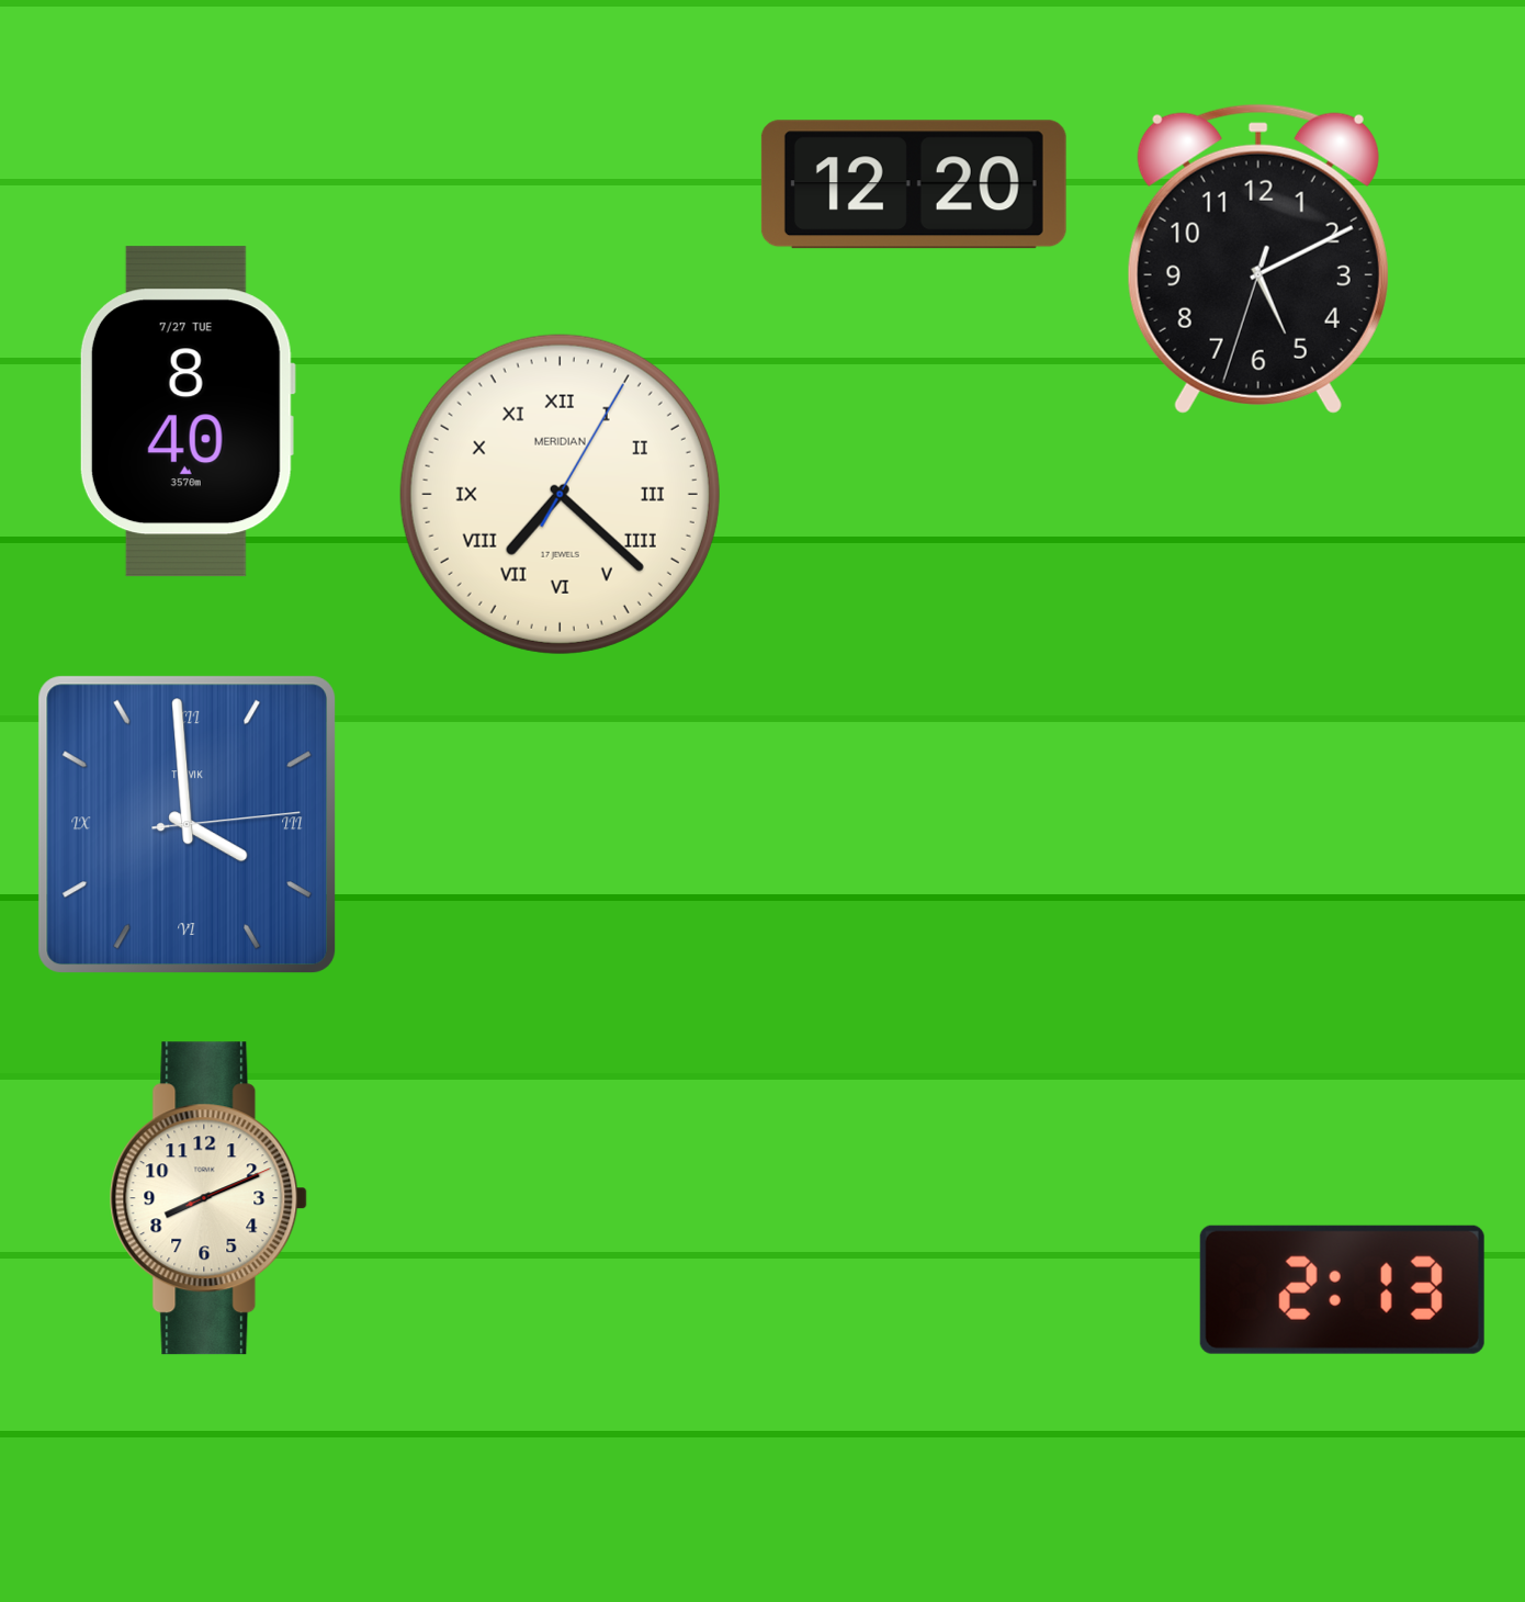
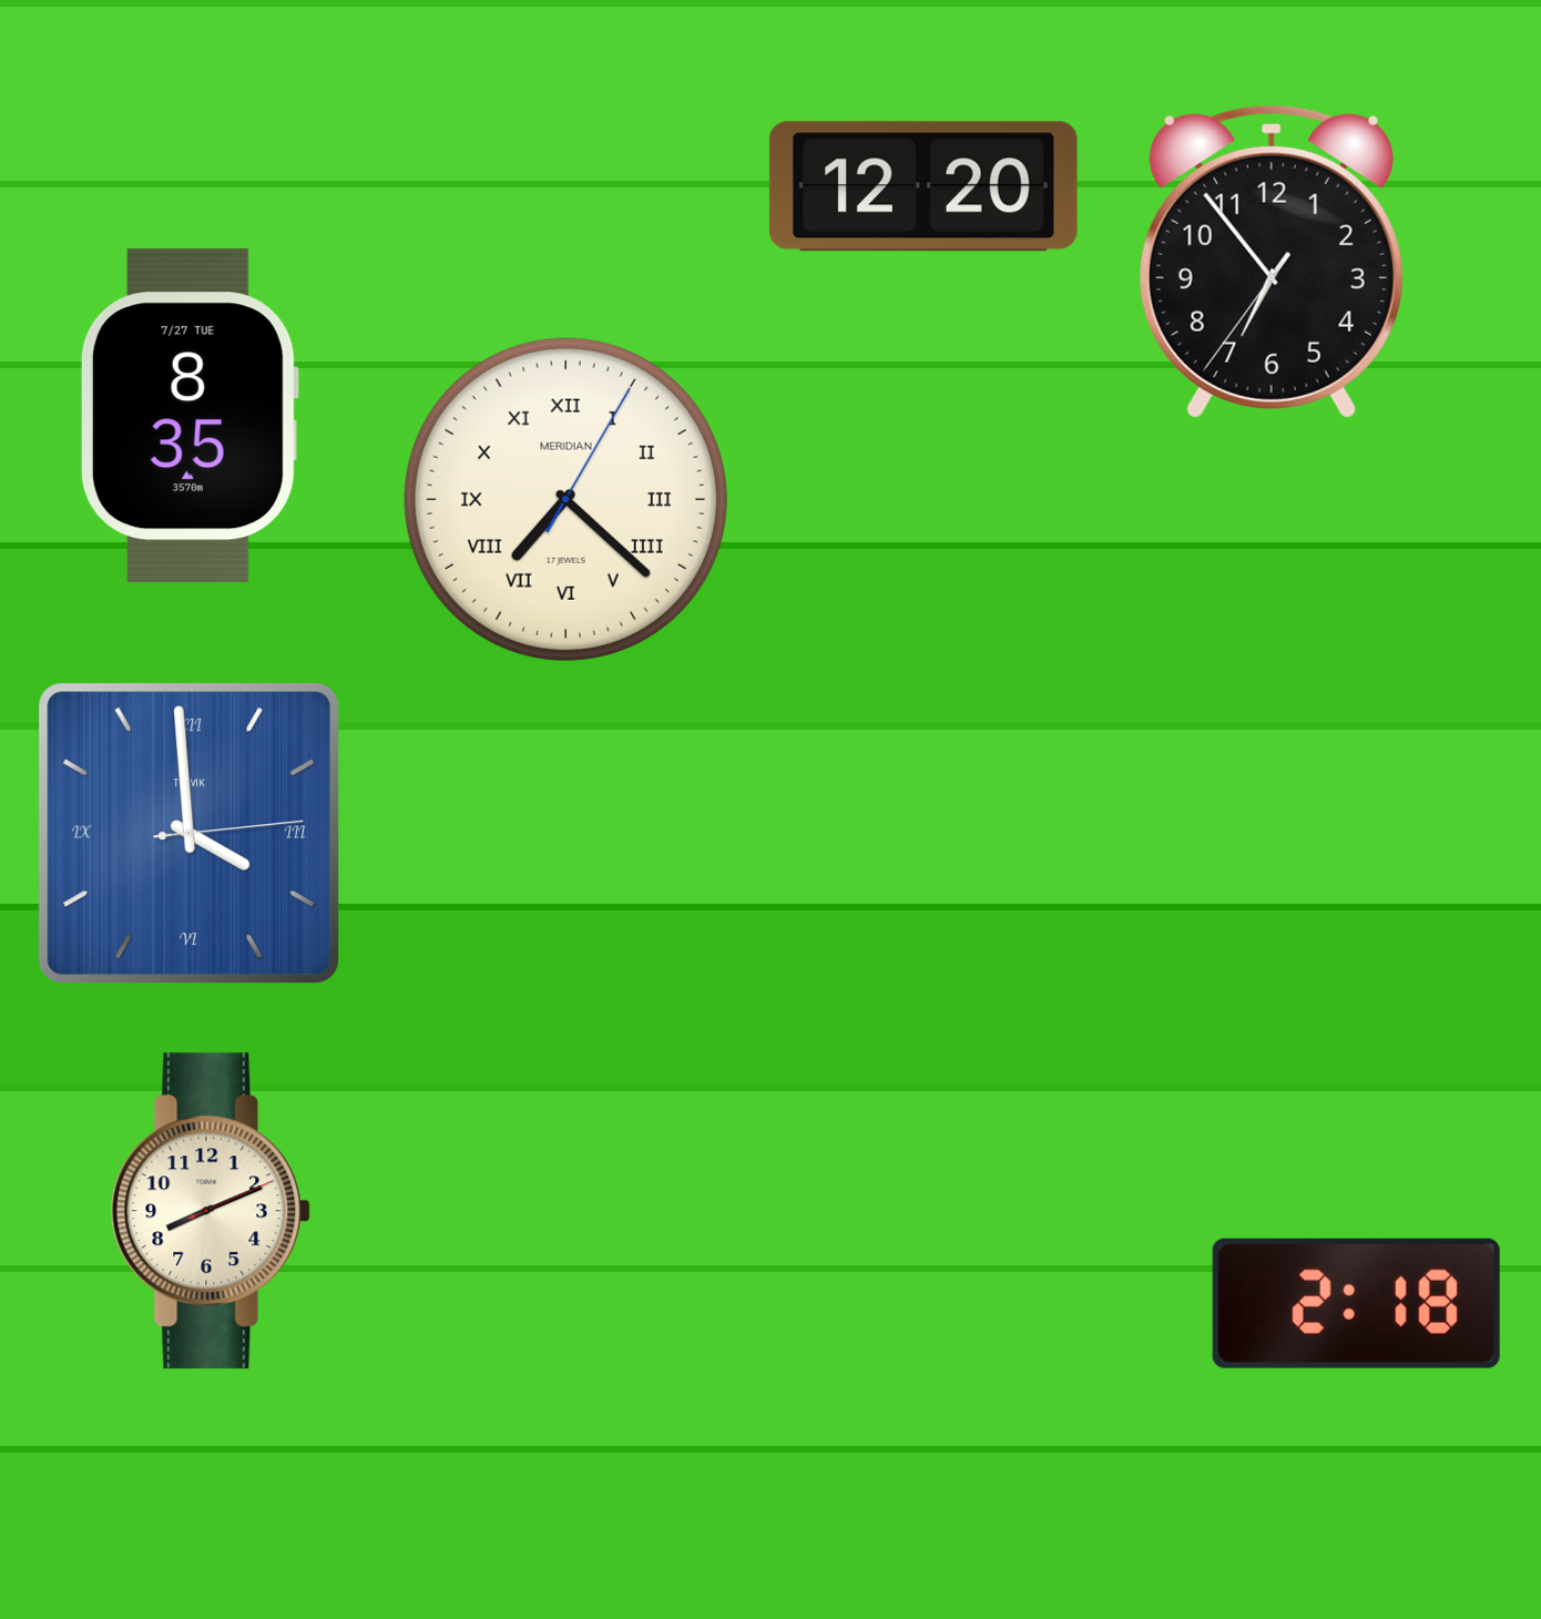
clock at (1258, 259): 5:10 -> 6:53
clock at (188, 411): 8:40 -> 8:35
clock at (1342, 1289): 2:13 -> 2:18
